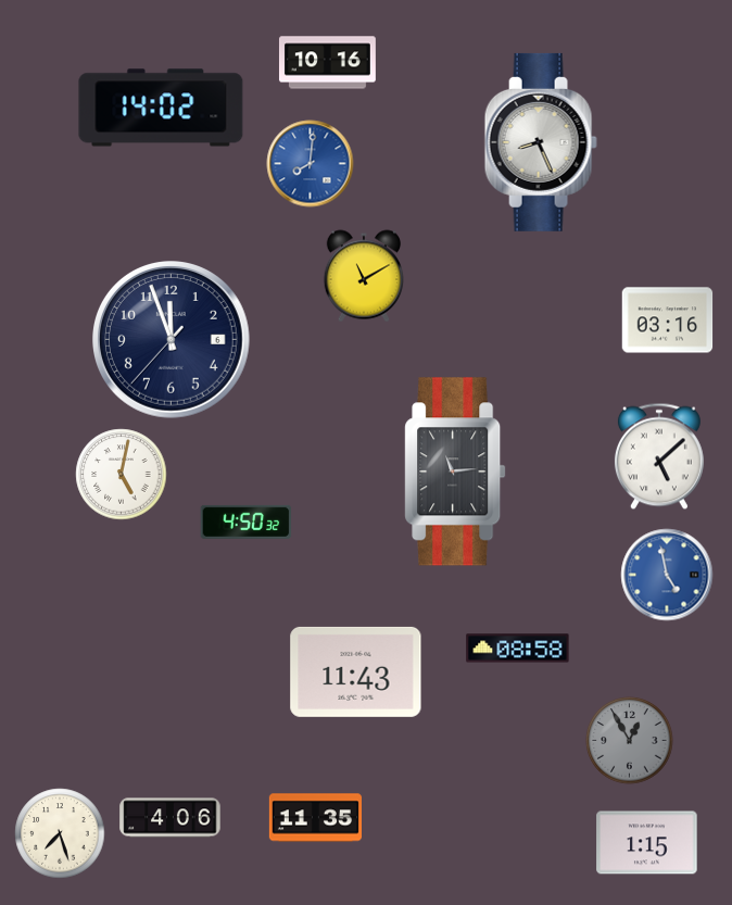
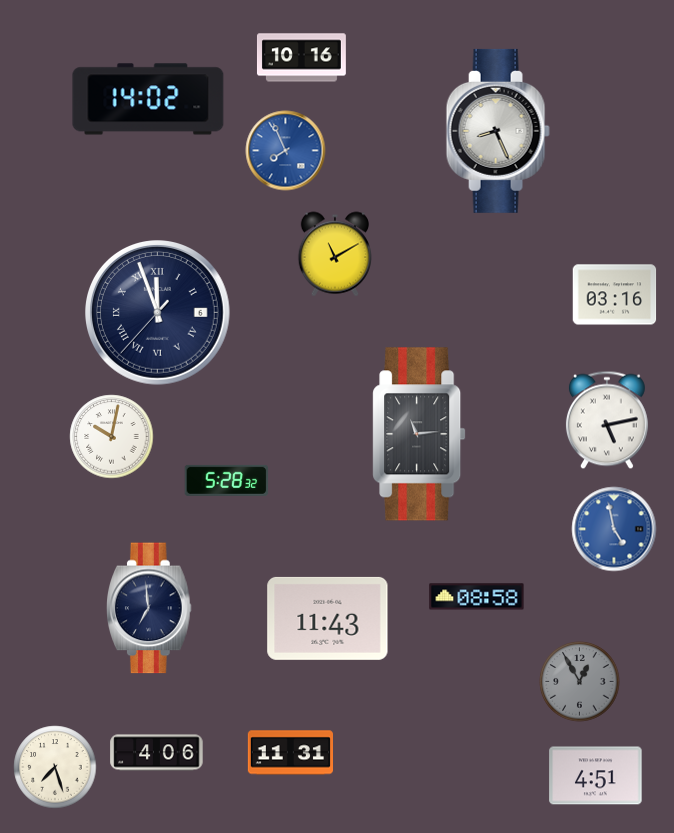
clock at (311, 164): 8:01 -> 7:56
clock at (172, 340) numerals: Arabic -> Roman
clock at (659, 456): 5:08 -> 5:13
clock at (122, 475): 5:02 -> 10:02
clock at (247, 521): 4:50 -> 5:28
clock at (150, 608): none -> 6:59
clock at (315, 818): 11:35 -> 11:31
clock at (647, 843): 1:15 -> 4:51
